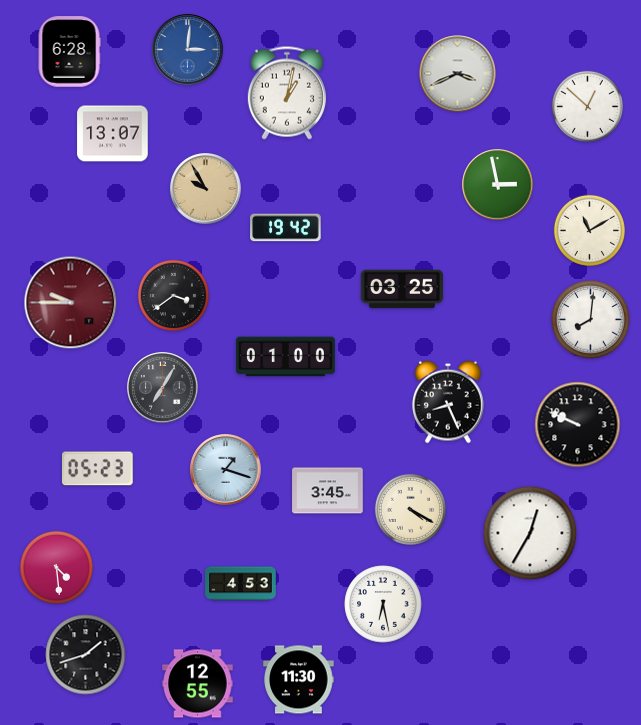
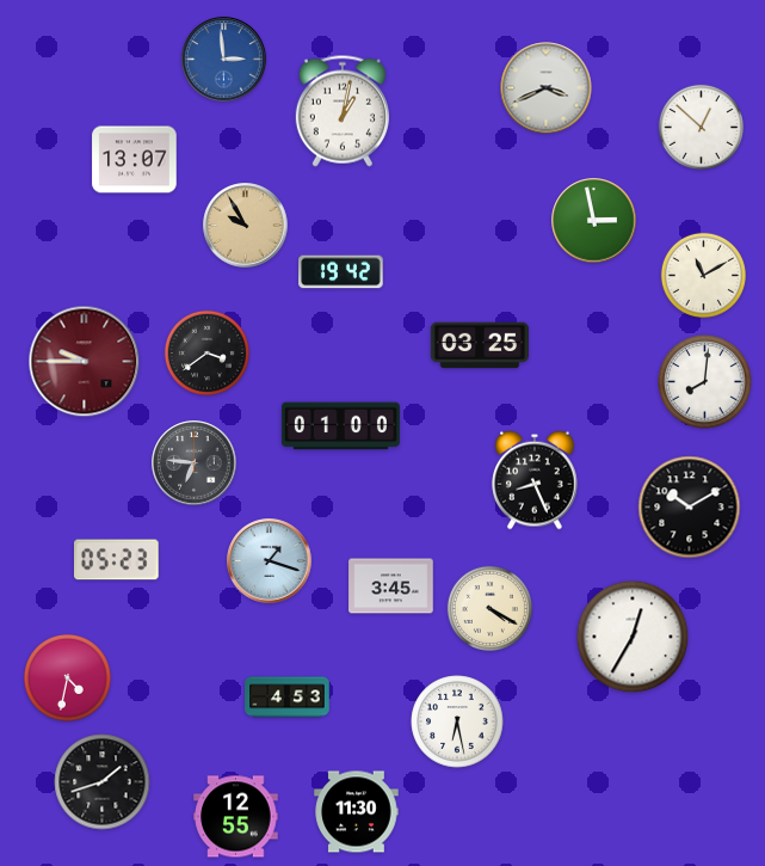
clock at (188, 50): 3:01 -> 2:59
clock at (69, 52): 6:28 -> none
clock at (163, 388): 7:05 -> 6:46
clock at (578, 425): 9:49 -> 10:10
clock at (56, 567): 4:29 -> 4:32
